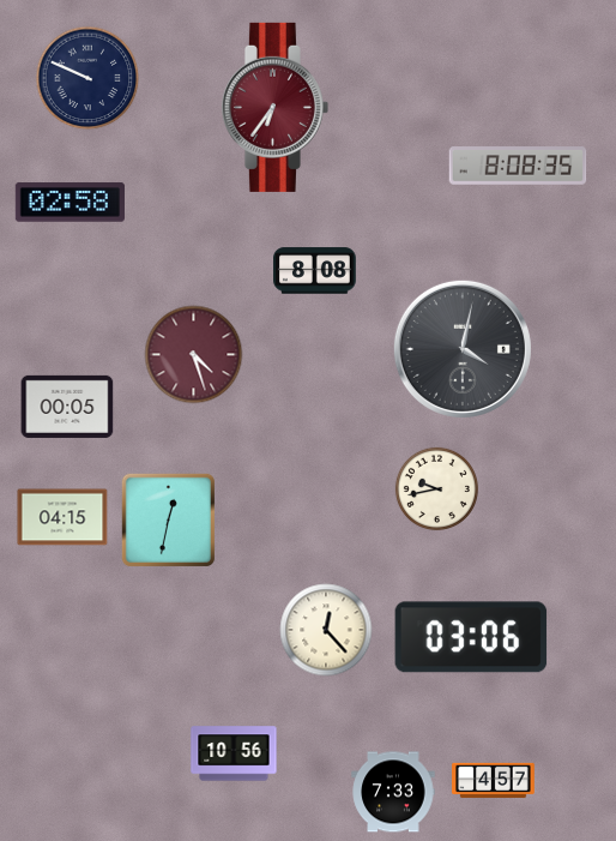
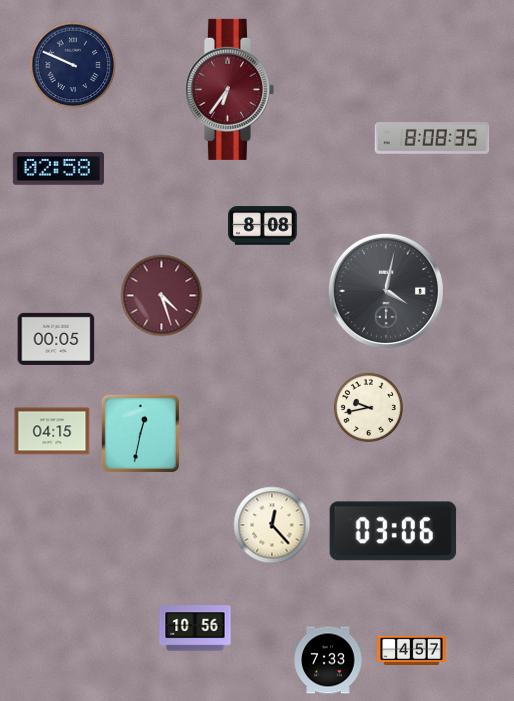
clock at (436, 488) position: (436, 488) -> (368, 407)
